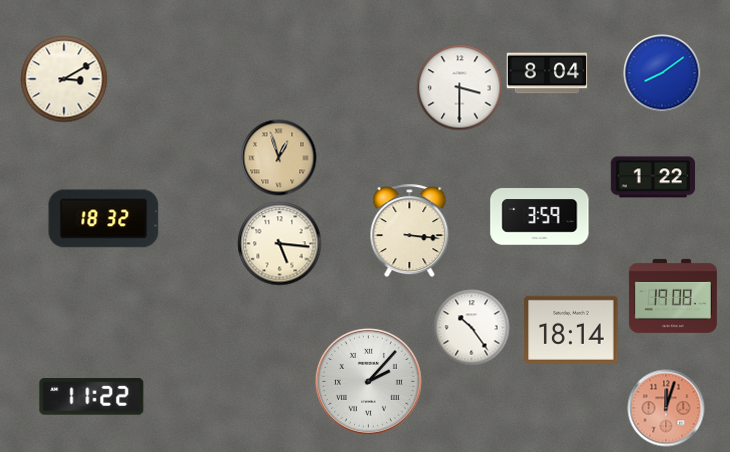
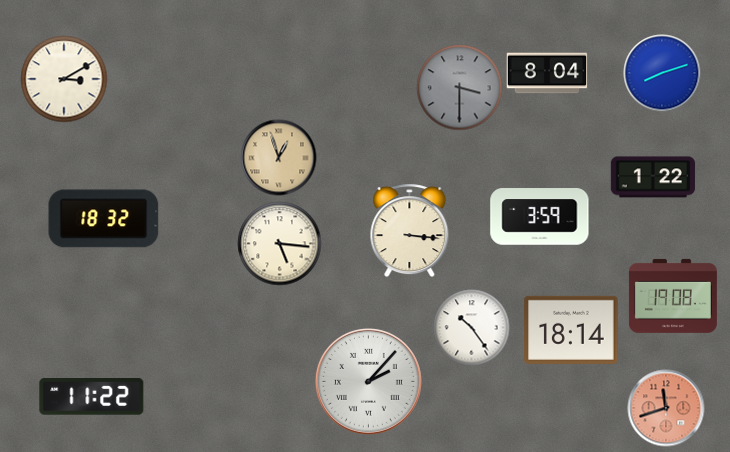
clock at (662, 73): 8:09 -> 8:12
clock at (460, 88) dial: white -> grey
clock at (666, 408): 12:03 -> 11:42
